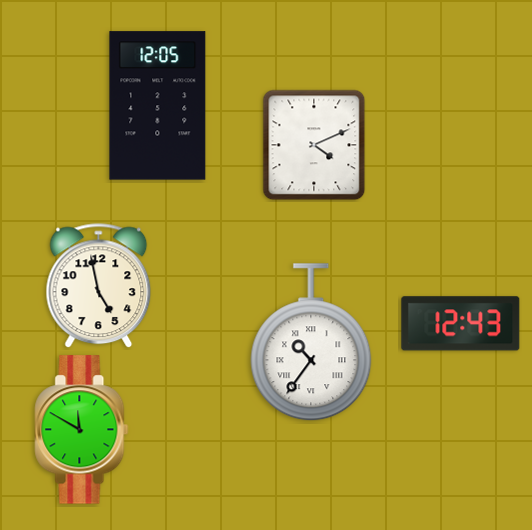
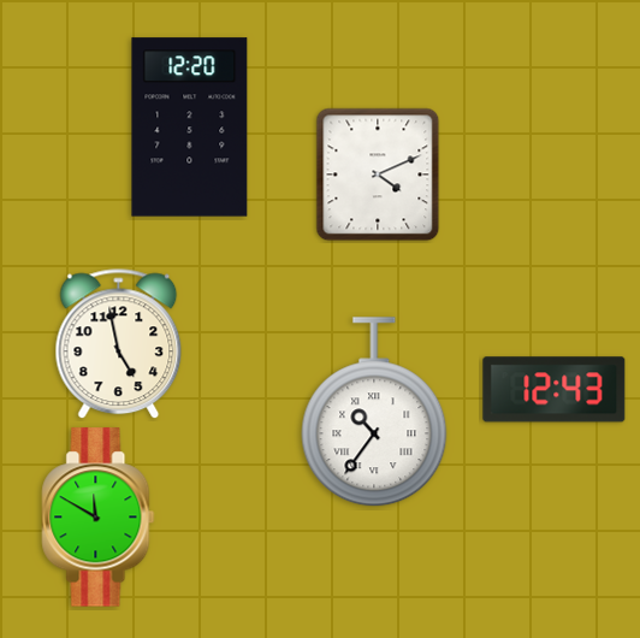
clock at (158, 106): 12:05 -> 12:20
